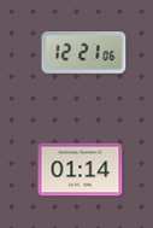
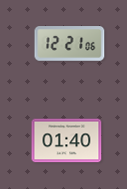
clock at (81, 170): 01:14 -> 01:40
